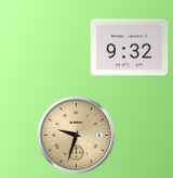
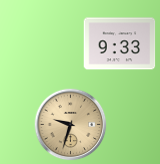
clock at (130, 48): 9:32 -> 9:33
